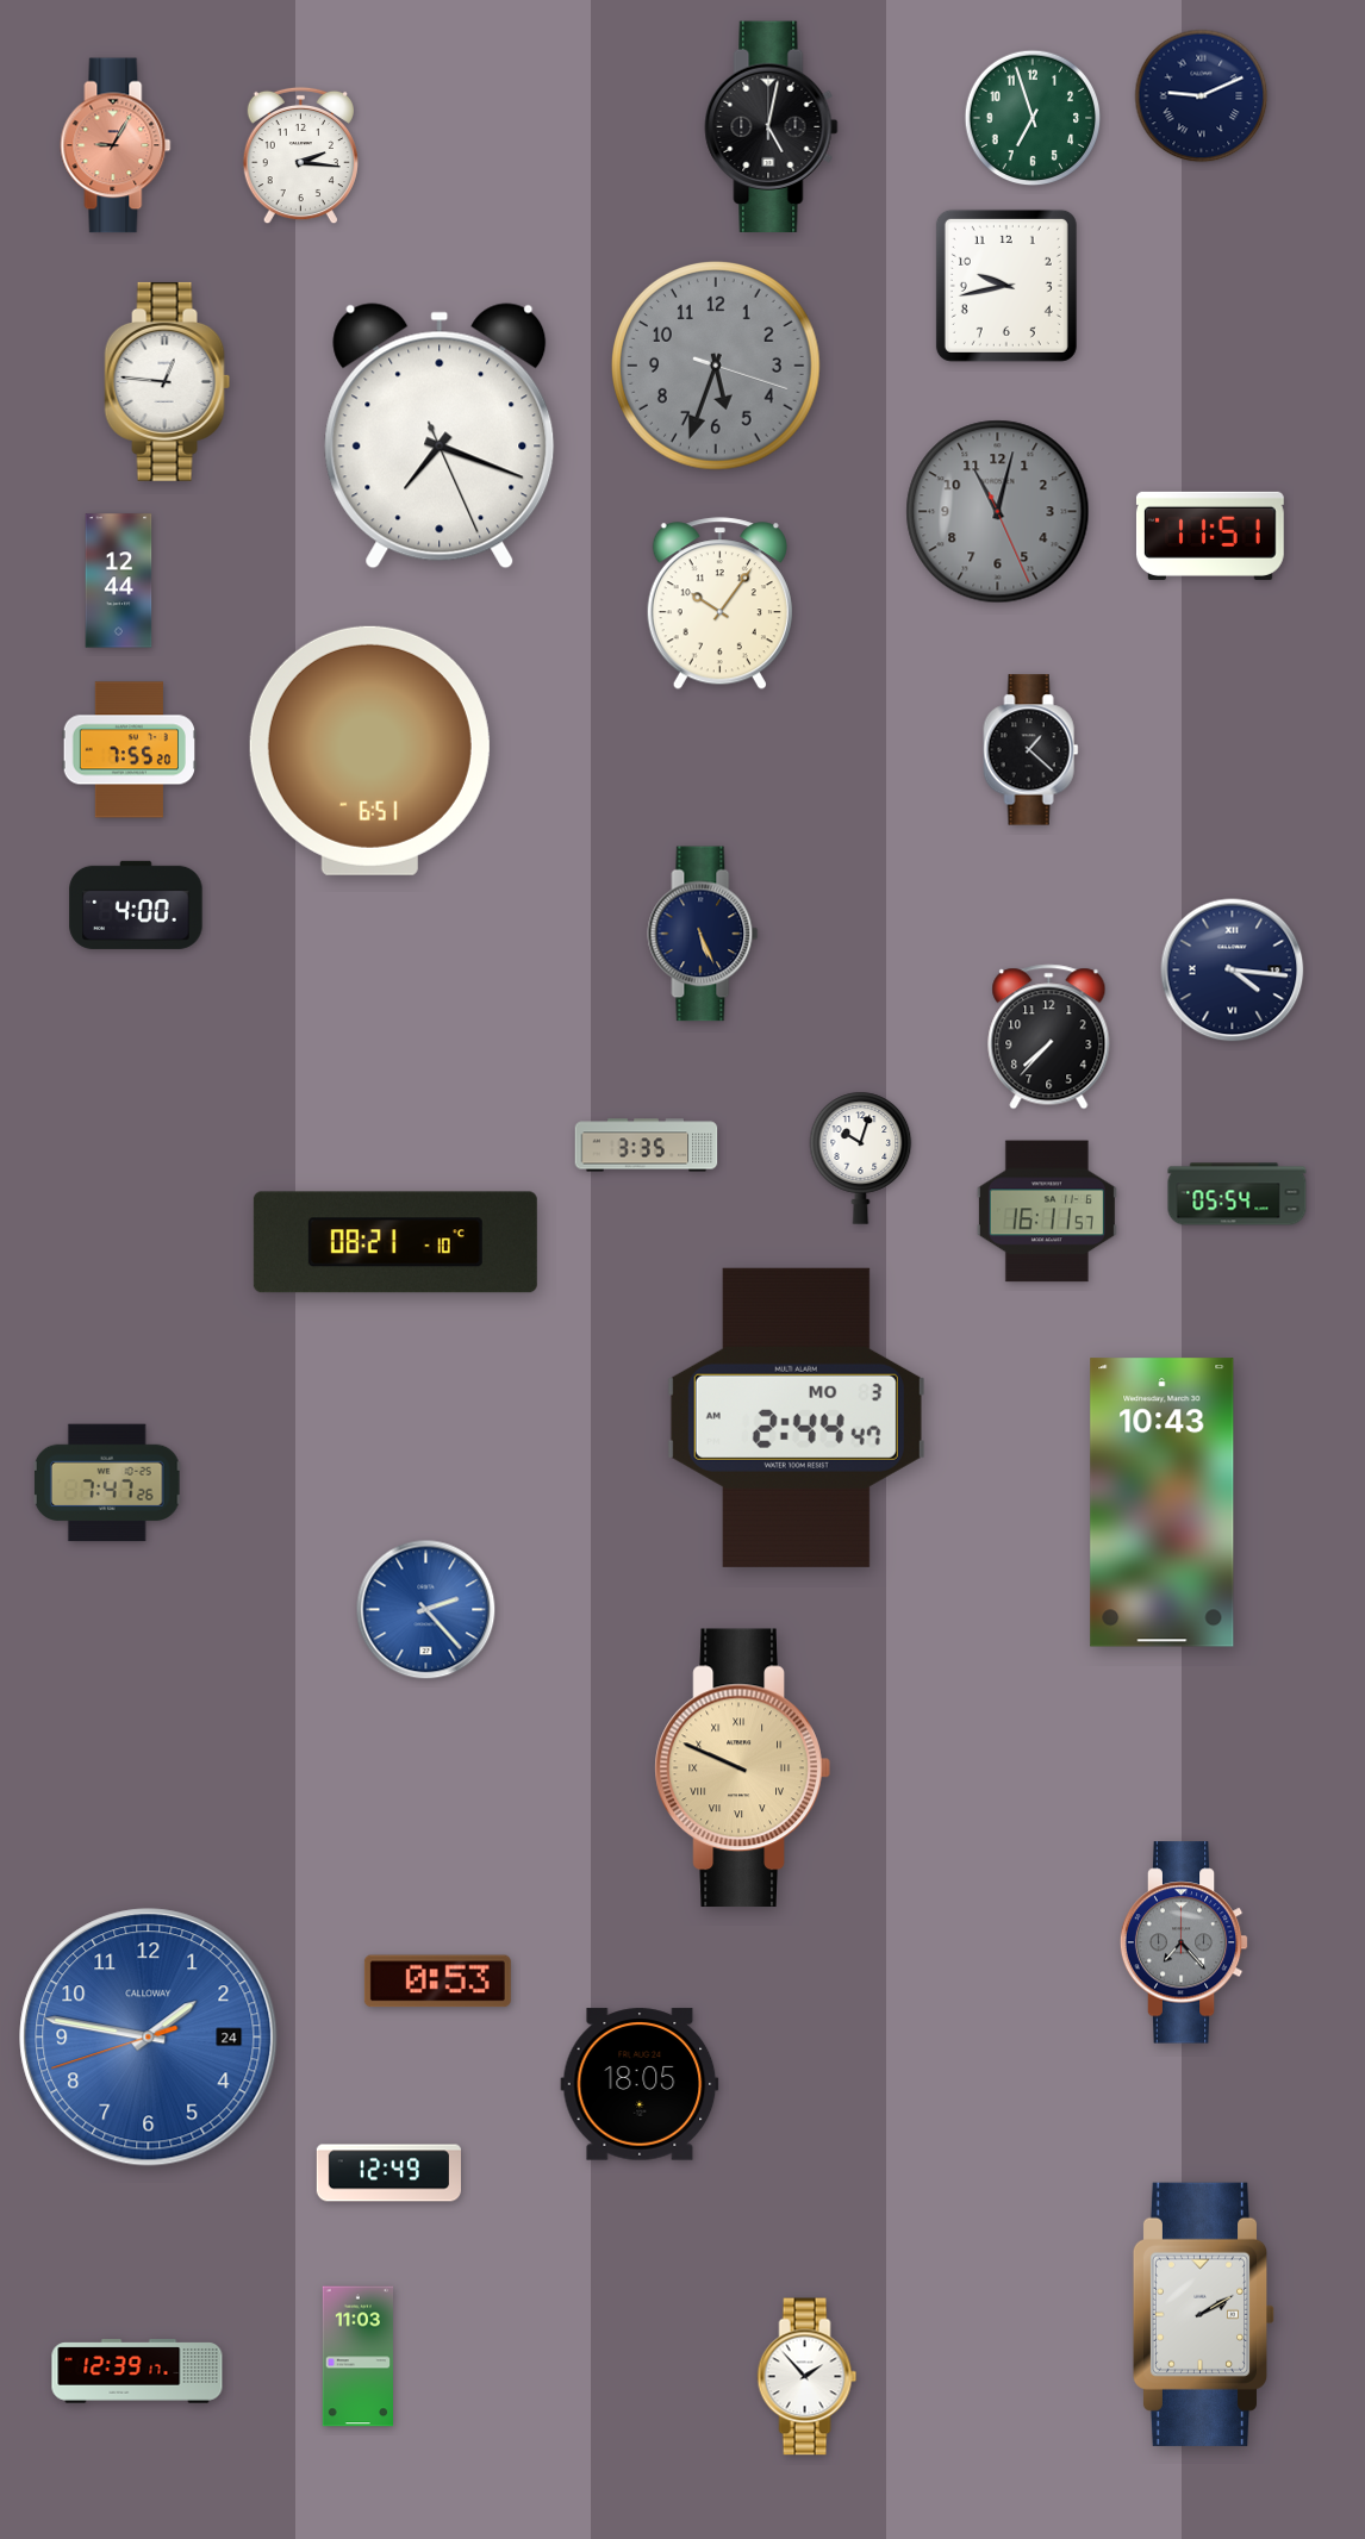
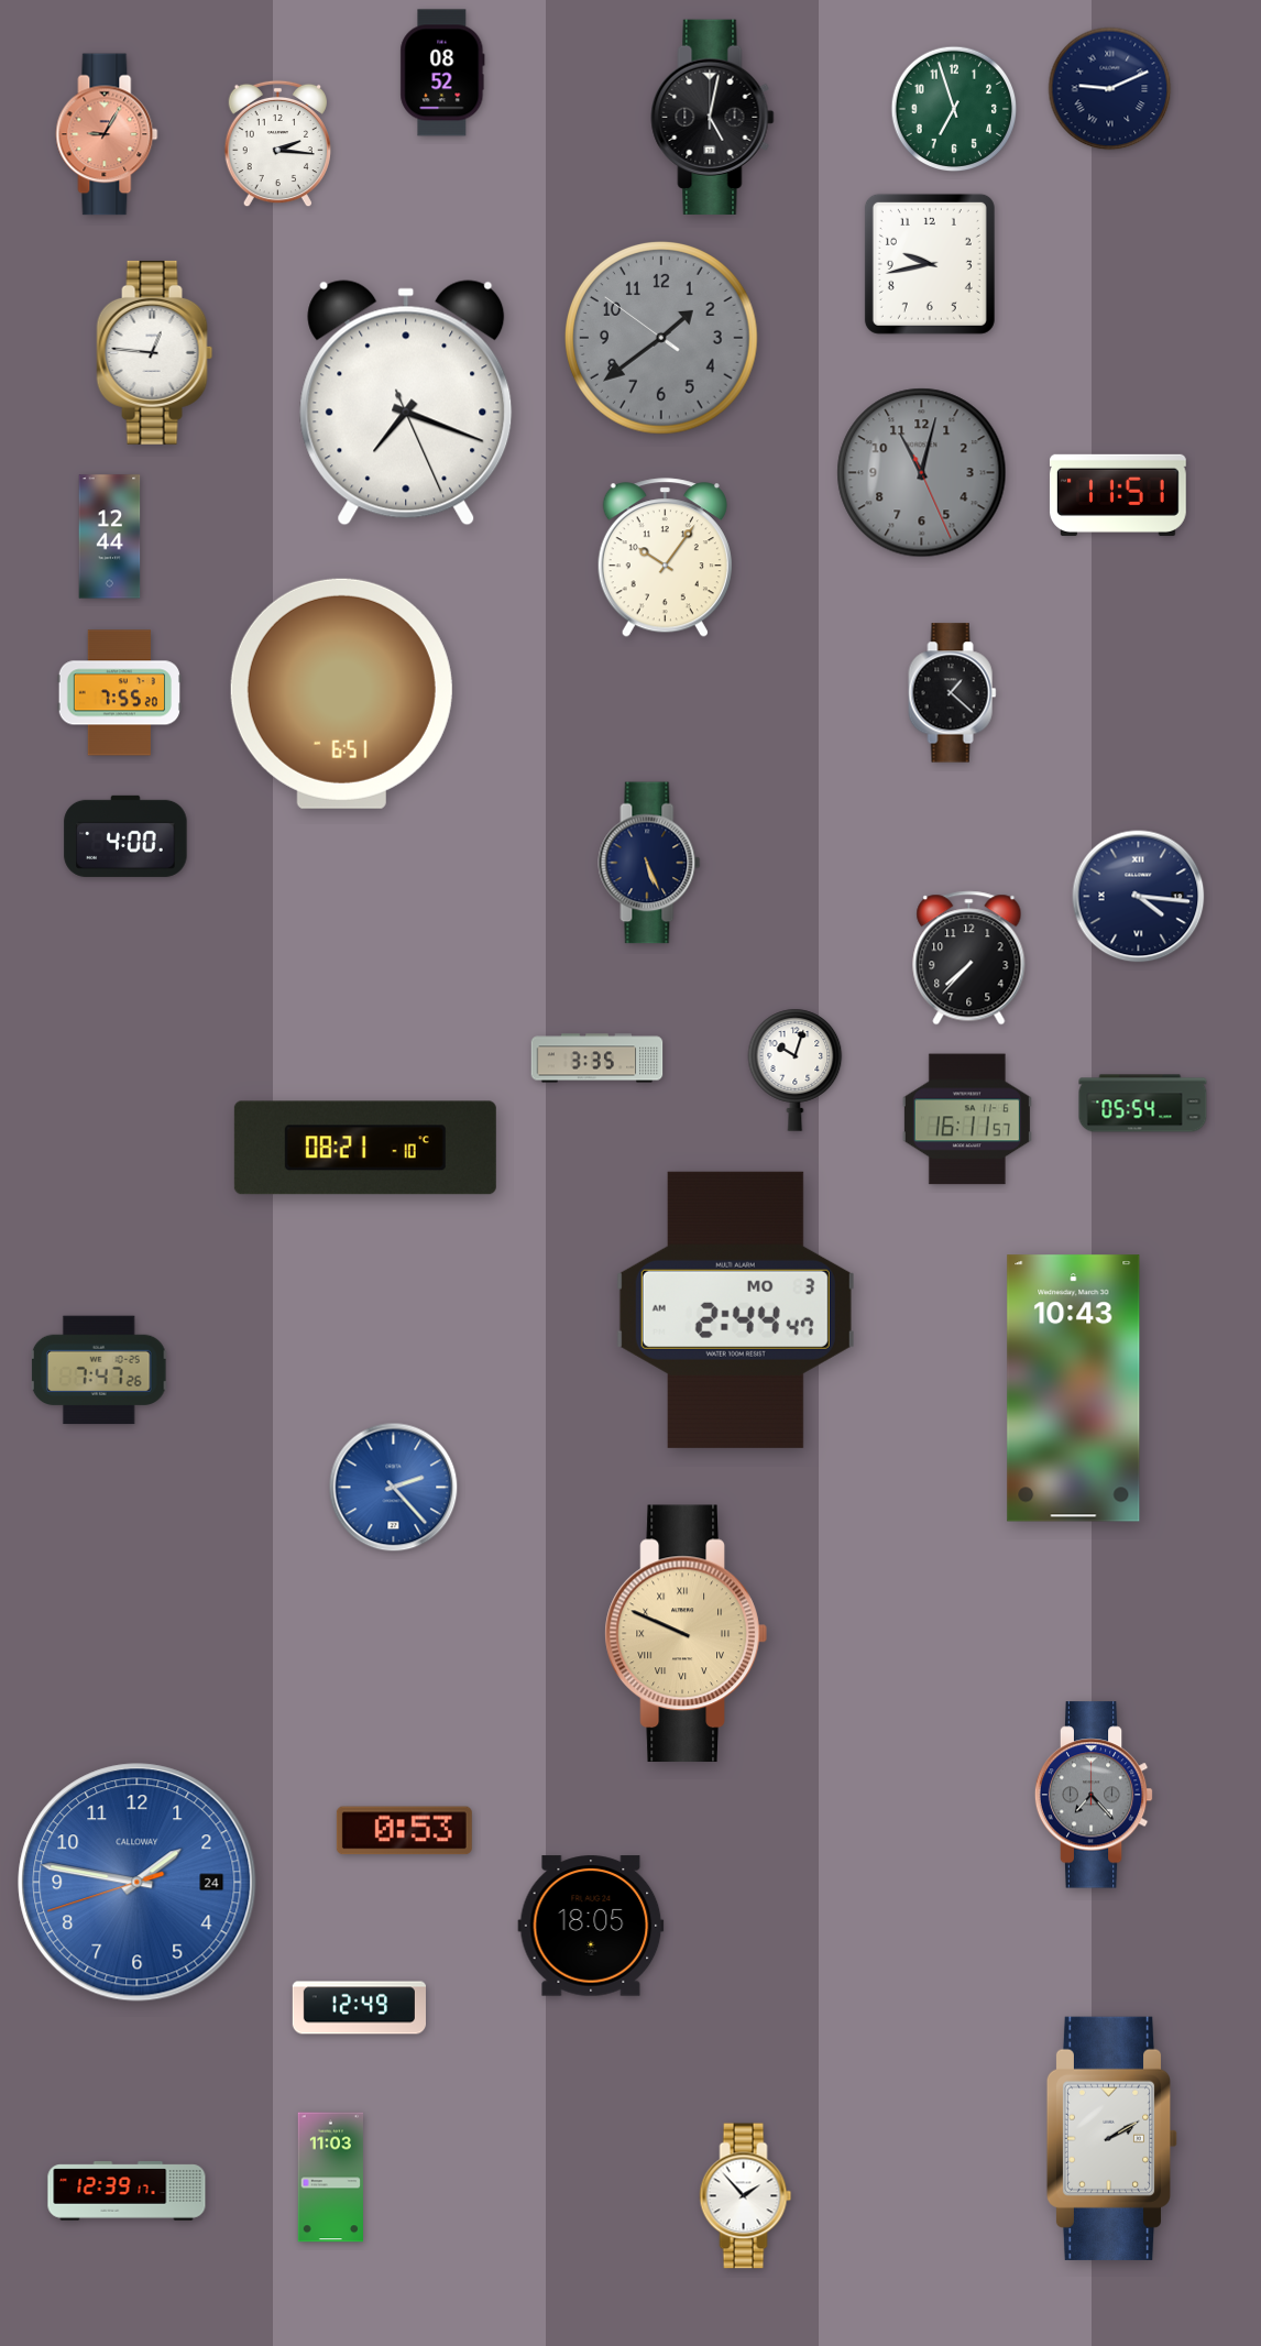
clock at (442, 73): none -> 08:52
clock at (717, 367): 5:33 -> 1:38
